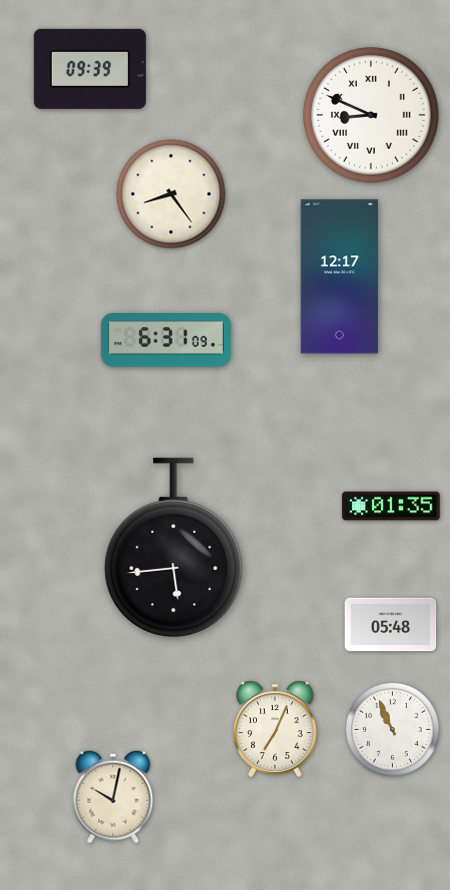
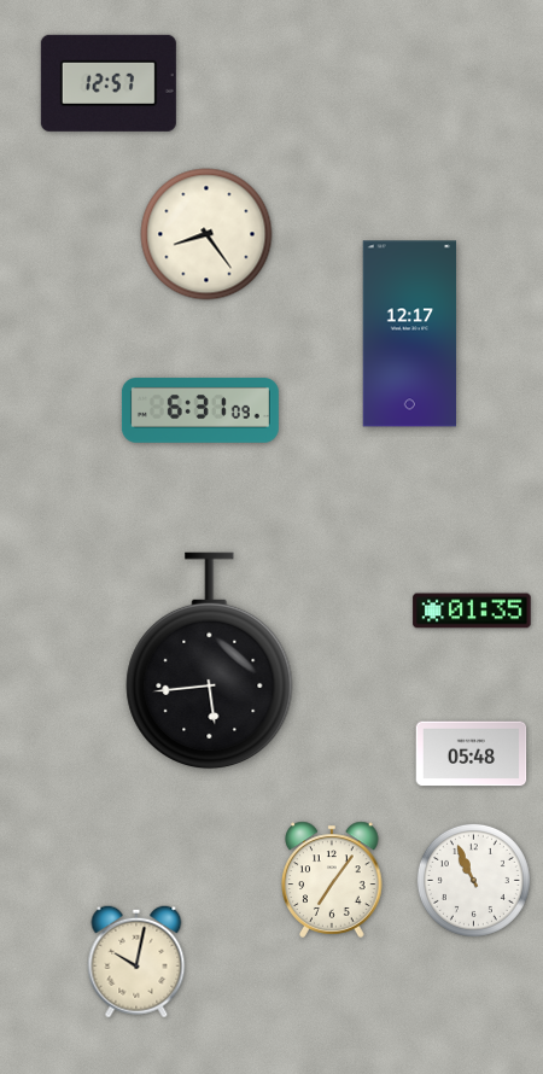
clock at (90, 69): 09:39 -> 12:57
clock at (372, 116): 8:49 -> none
clock at (275, 729): 7:04 -> 7:06
